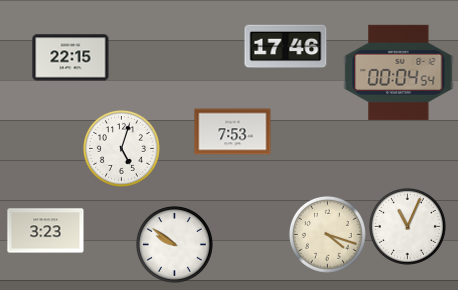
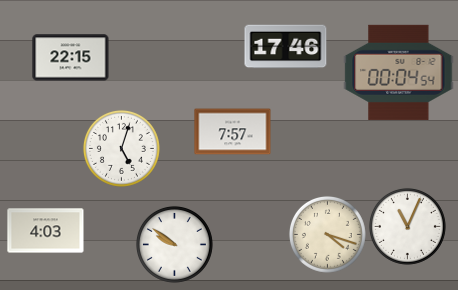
clock at (233, 132): 7:53 -> 7:57
clock at (46, 231): 3:23 -> 4:03
